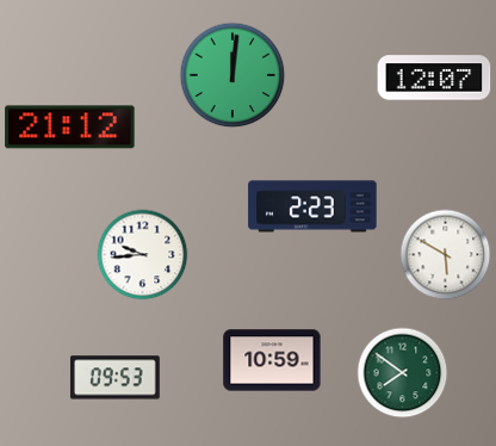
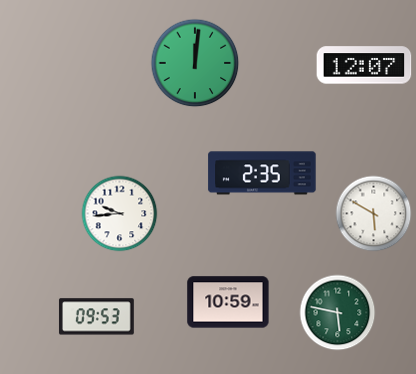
clock at (70, 128): 21:12 -> none
clock at (312, 206): 2:23 -> 2:35
clock at (403, 373): 7:51 -> 5:47
